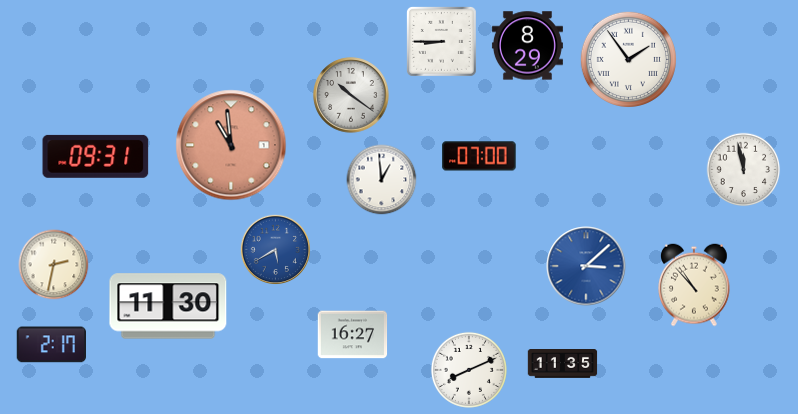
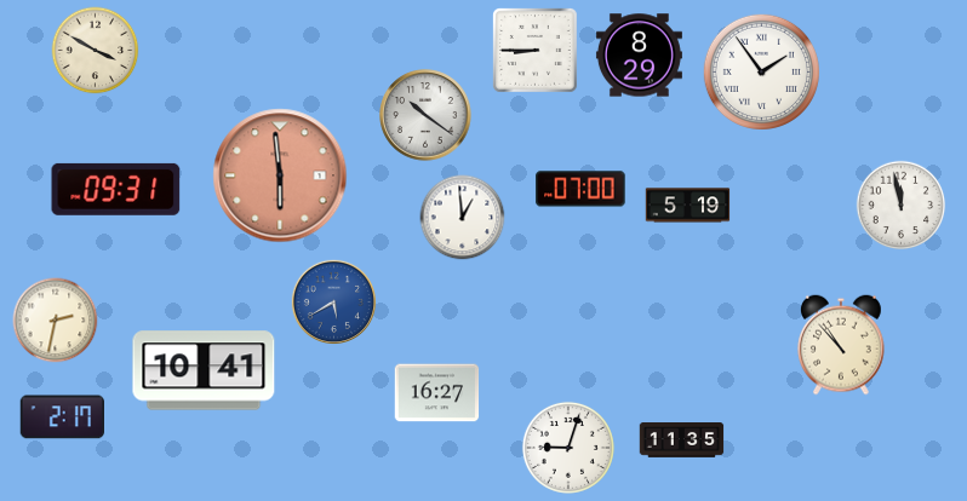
clock at (96, 51): none -> 3:50
clock at (231, 145): 10:59 -> 5:59
clock at (688, 206): none -> 5:19
clock at (54, 265) position: (54, 265) -> (56, 321)
clock at (586, 266): 3:08 -> none
clock at (168, 306): 11:30 -> 10:41
clock at (353, 335) position: (353, 335) -> (437, 393)
clock at (469, 370): 8:11 -> 9:03
